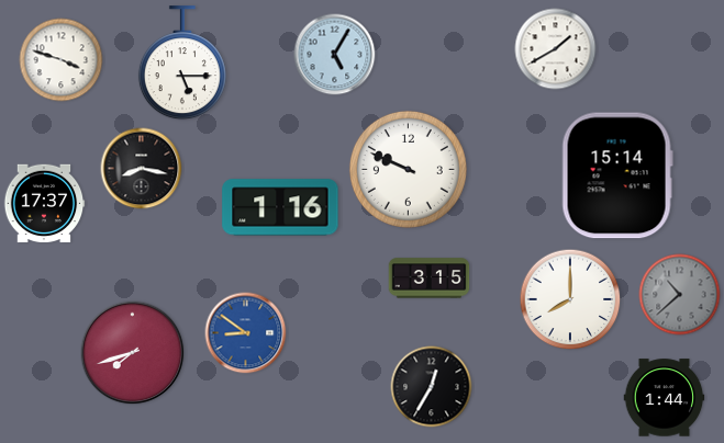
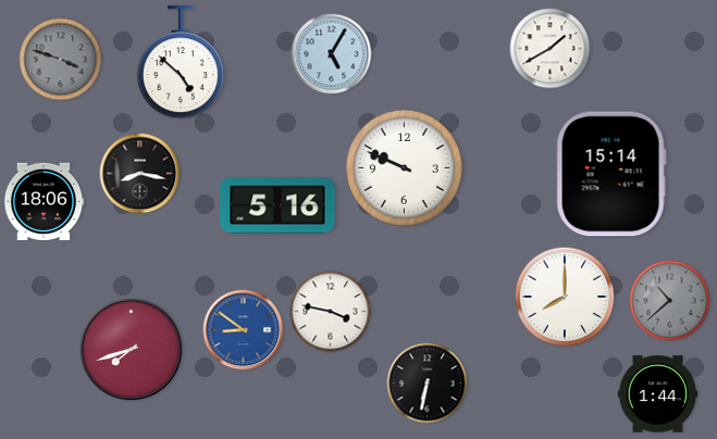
clock at (62, 60) dial: white -> grey
clock at (182, 64): 5:15 -> 4:52
clock at (142, 169) position: (142, 169) -> (140, 174)
clock at (44, 204): 17:37 -> 18:06
clock at (280, 207): 1:16 -> 5:16
clock at (430, 279): 3:15 -> none
clock at (680, 295) position: (680, 295) -> (670, 301)
clock at (331, 312): none -> 3:47
clock at (432, 387): 12:35 -> 6:32
